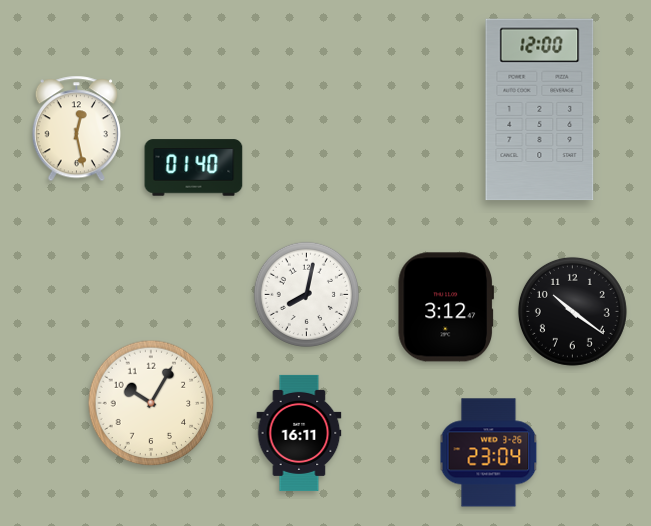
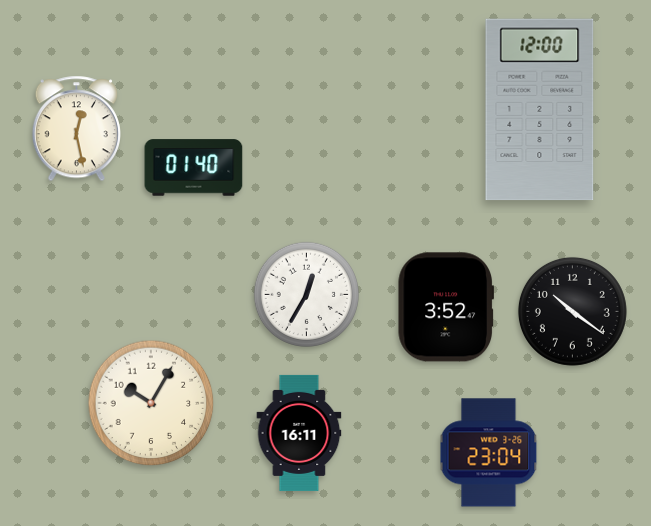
clock at (306, 294): 8:02 -> 12:35
clock at (445, 307): 3:12 -> 3:52
